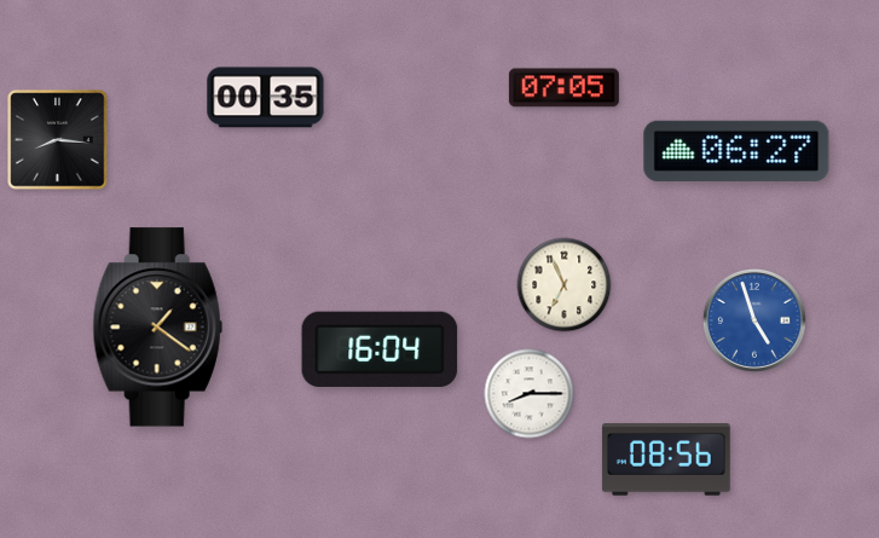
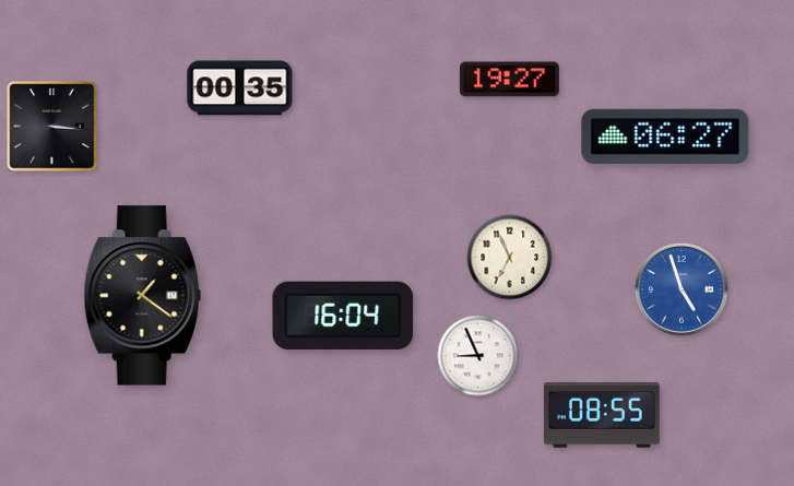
clock at (563, 88): 07:05 -> 19:27
clock at (58, 140): 8:16 -> 3:16
clock at (530, 394): 8:15 -> 8:56
clock at (666, 459): 08:56 -> 08:55
